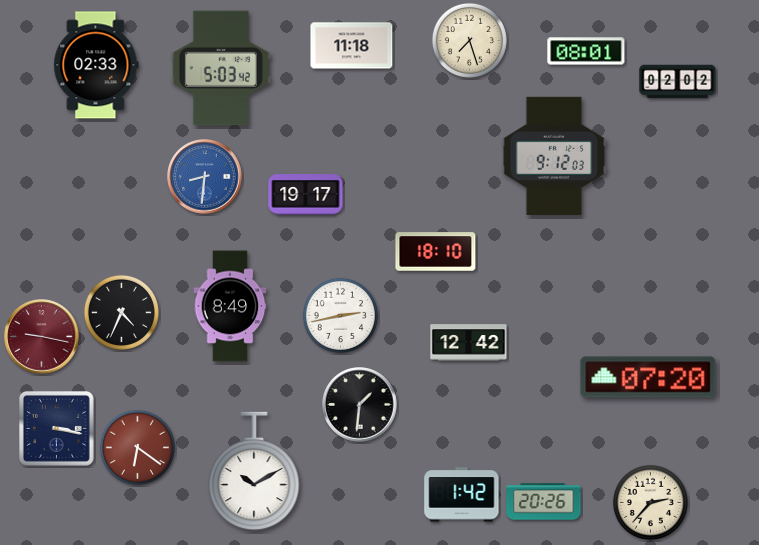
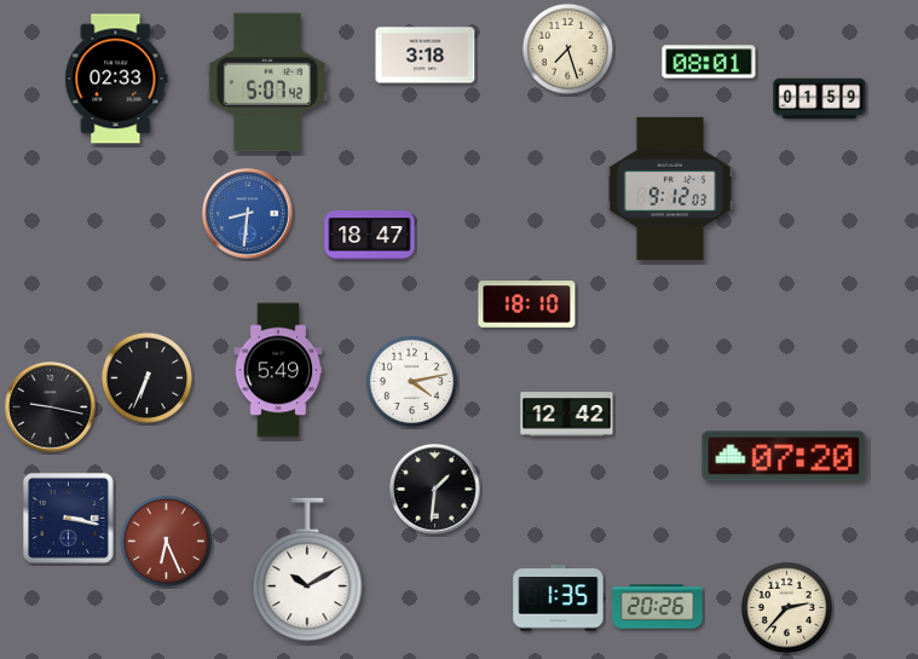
clock at (352, 46): 11:18 -> 3:18
clock at (221, 68): 5:03 -> 5:07
clock at (678, 82): 02:02 -> 01:59
clock at (306, 195): 19:17 -> 18:47
clock at (230, 306): 8:49 -> 5:49
clock at (121, 312): 4:34 -> 6:34
clock at (340, 315): 2:43 -> 4:13
clock at (42, 337) dial: burgundy -> black
clock at (137, 447): 6:21 -> 6:26
clock at (462, 495): 1:42 -> 1:35
